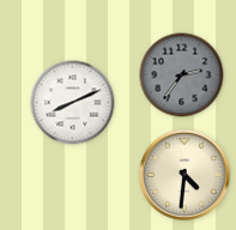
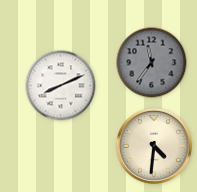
clock at (182, 75): 2:36 -> 11:36
